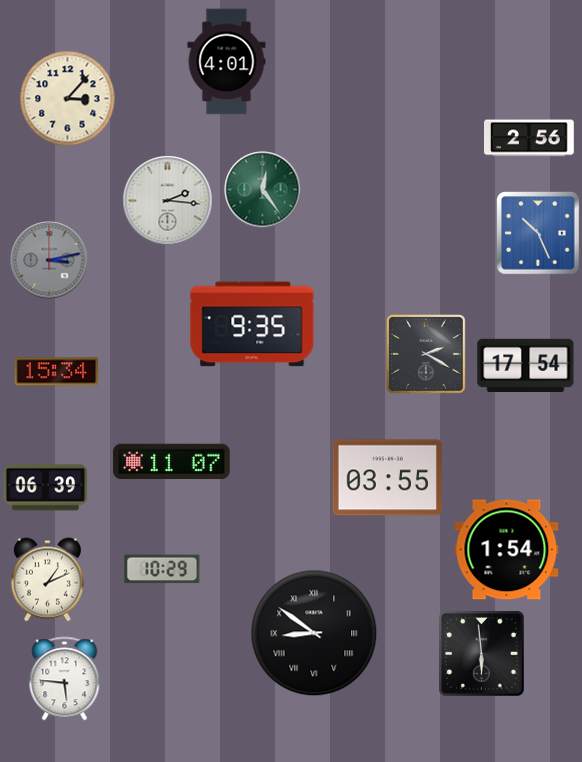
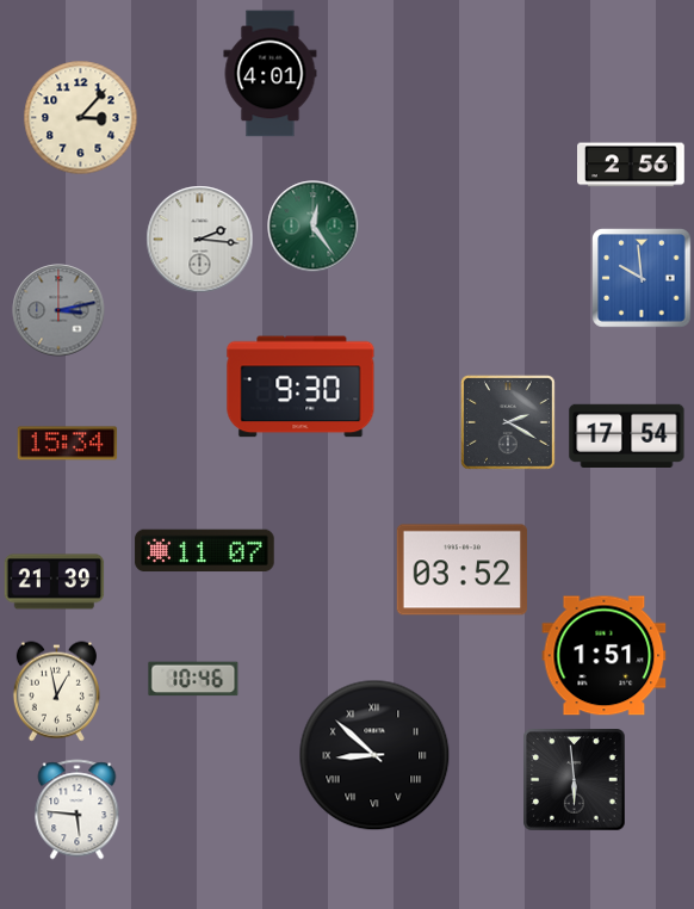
clock at (538, 233): 10:26 -> 9:59
clock at (252, 324): 9:35 -> 9:30
clock at (387, 478): 03:55 -> 03:52
clock at (46, 488): 06:39 -> 21:39
clock at (507, 550): 1:54 -> 1:51
clock at (162, 569): 10:29 -> 10:46
clock at (47, 580): 1:11 -> 12:58
clock at (314, 633): 8:51 -> 8:52
